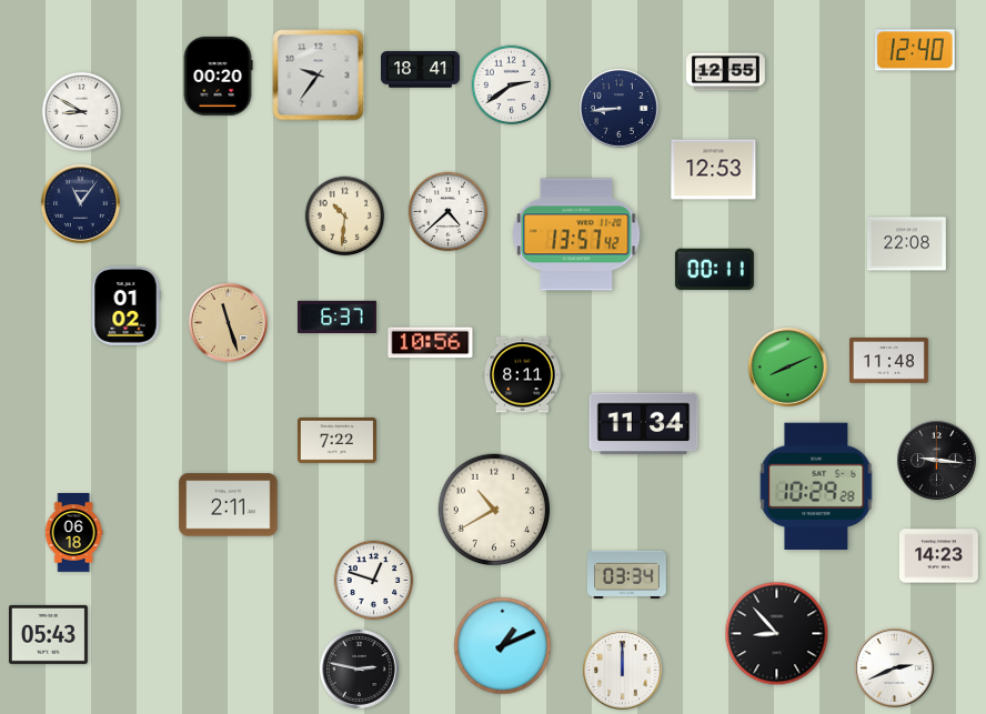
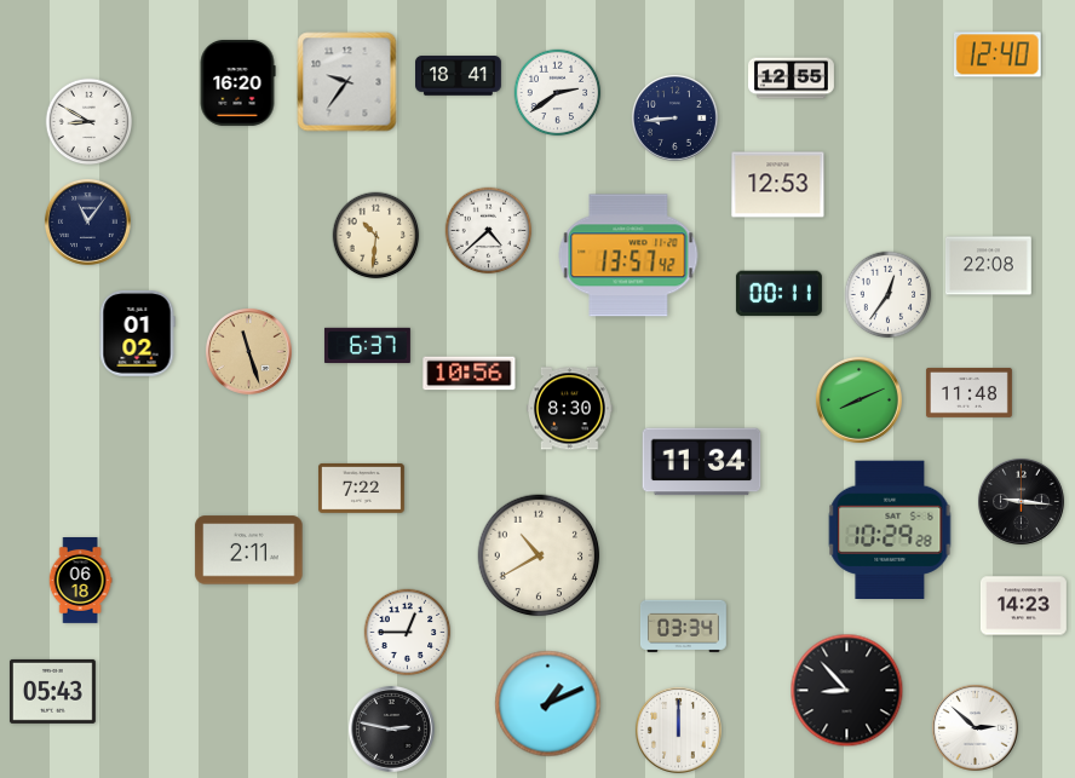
clock at (218, 76): 00:20 -> 16:20
clock at (889, 295): none -> 12:36
clock at (522, 375): 8:11 -> 8:30
clock at (336, 441) position: (336, 441) -> (361, 489)
clock at (374, 581): 12:48 -> 12:45
clock at (894, 667): 2:41 -> 2:52
